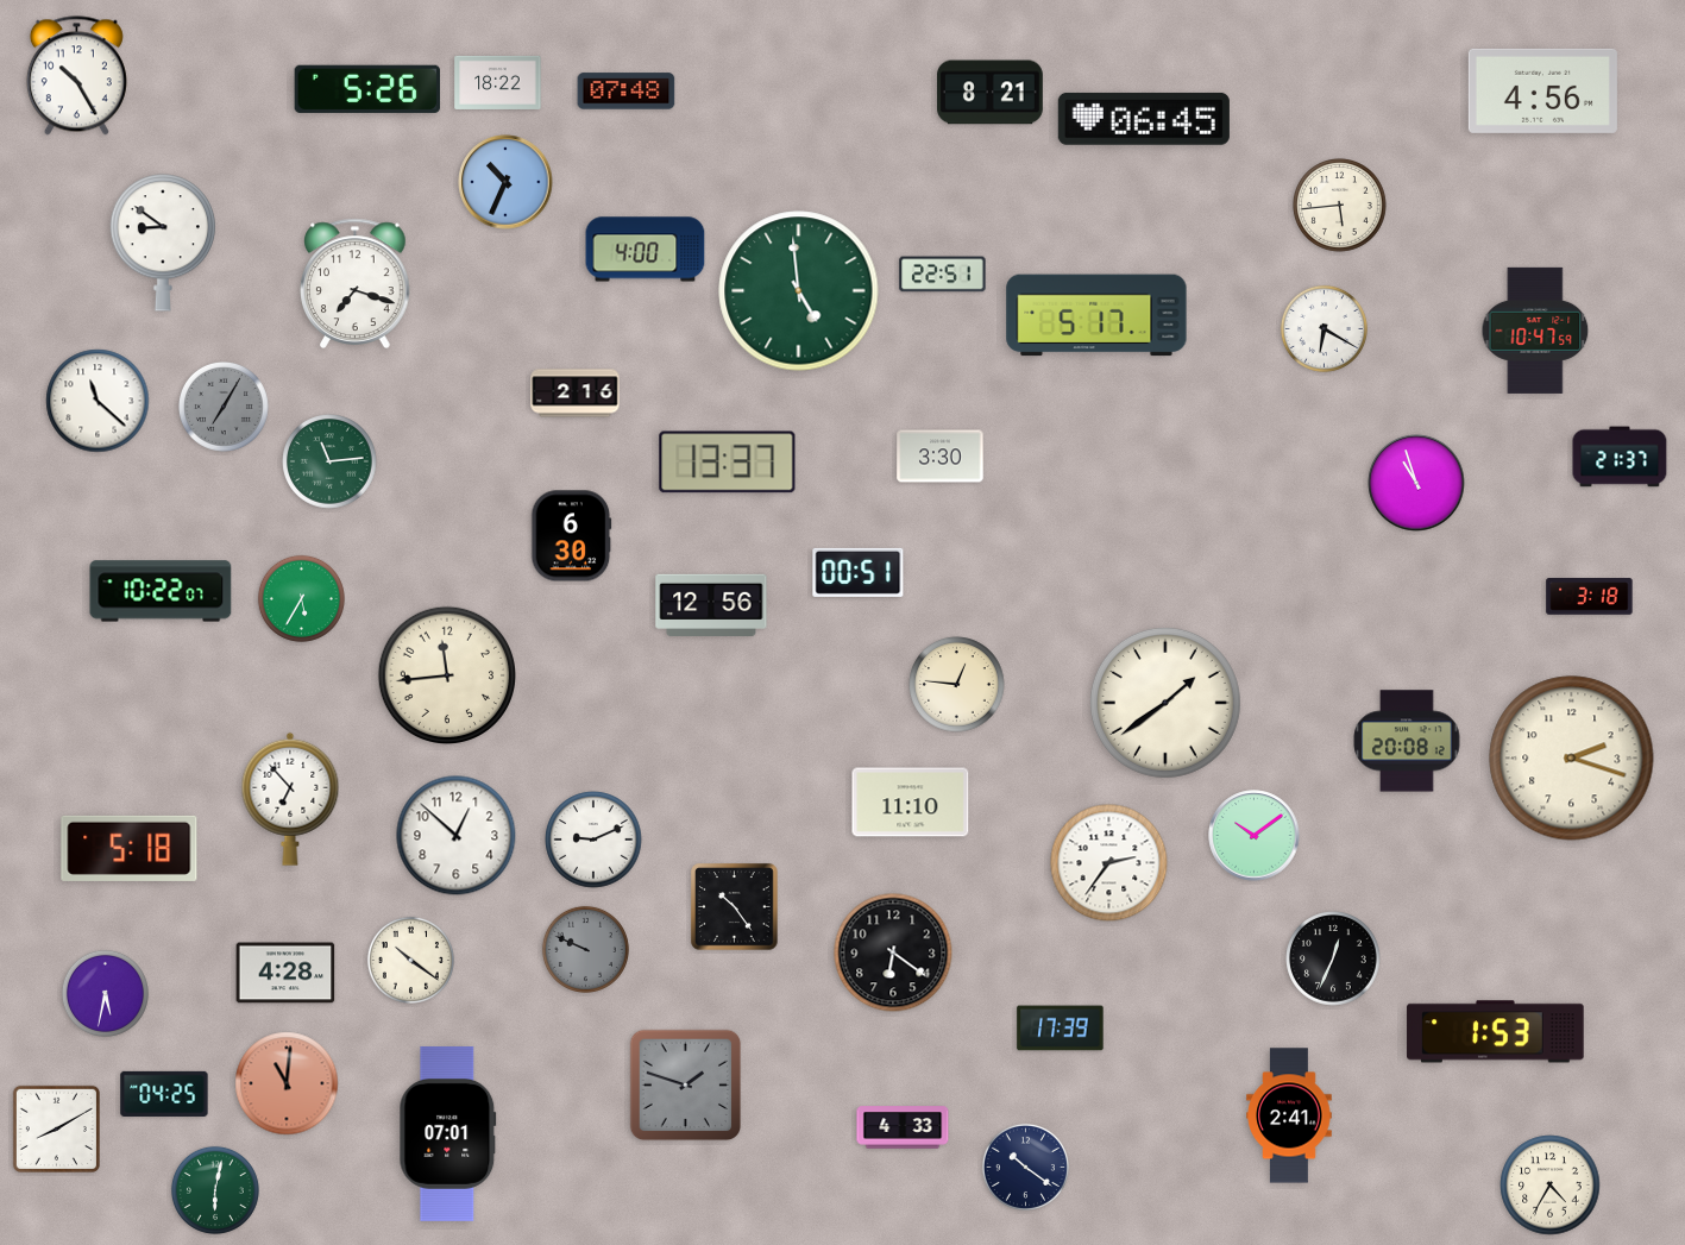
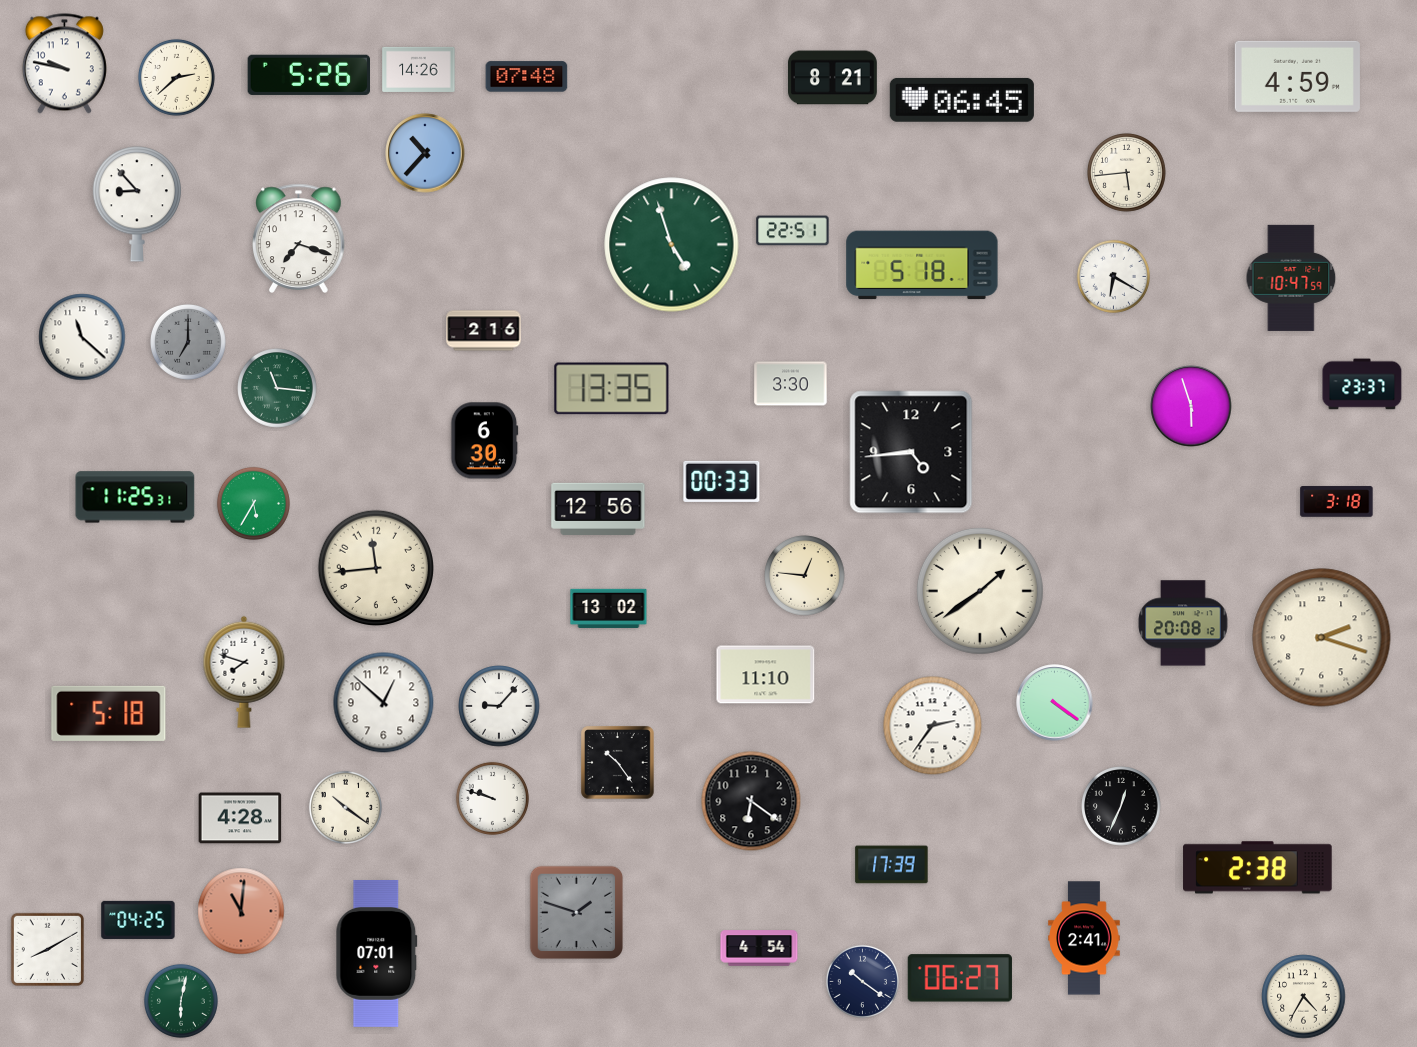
clock at (76, 76): 10:25 -> 9:47
clock at (498, 82): 18:22 -> 14:26
clock at (1542, 90): 4:56 -> 4:59
clock at (176, 77): none -> 2:38
clock at (505, 182): 10:34 -> 10:37
clock at (163, 243): 8:51 -> 8:53
clock at (646, 250): 4:00 -> none
clock at (799, 291): 4:59 -> 4:57
clock at (1096, 315): 5:17 -> 5:18
clock at (224, 407): 7:05 -> 7:00
clock at (1620, 457): 21:37 -> 23:37
clock at (329, 461): 11:14 -> 11:16
clock at (728, 463): 13:37 -> 13:35
clock at (1416, 483): 10:57 -> 5:57
clock at (572, 536) position: (572, 536) -> (485, 441)
clock at (911, 452): none -> 4:44
clock at (859, 572): 00:51 -> 00:33
clock at (161, 591): 10:22 -> 11:25
clock at (609, 608): none -> 13:02
clock at (290, 799): 6:53 -> 7:48
clock at (1255, 836): 10:09 -> 4:21
clock at (593, 840): 9:11 -> 9:07
clock at (585, 949): 9:49 -> 9:48
clock at (585, 949) dial: grey -> white
clock at (105, 993): 5:32 -> none
clock at (1496, 1032): 1:53 -> 2:38
clock at (903, 1127): 4:33 -> 4:54
clock at (960, 978): none -> 06:27
